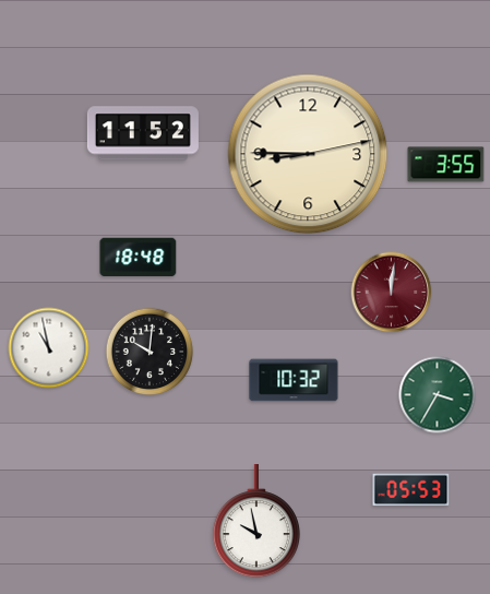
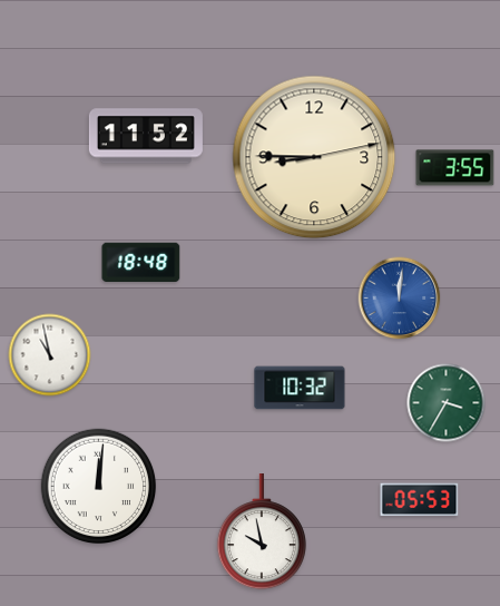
clock at (392, 293) dial: burgundy -> blue
clock at (150, 352): 10:01 -> none
clock at (99, 487): none -> 12:01
